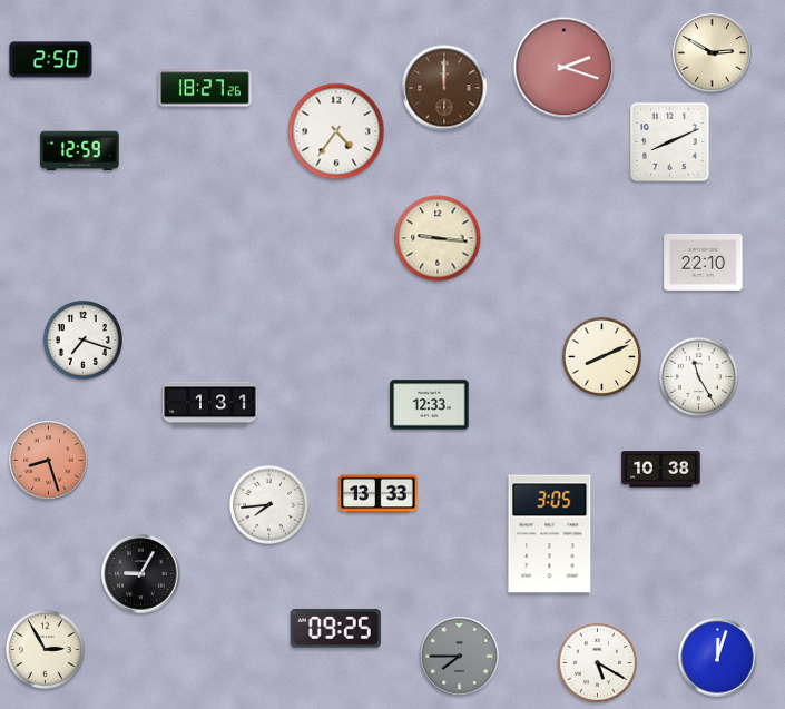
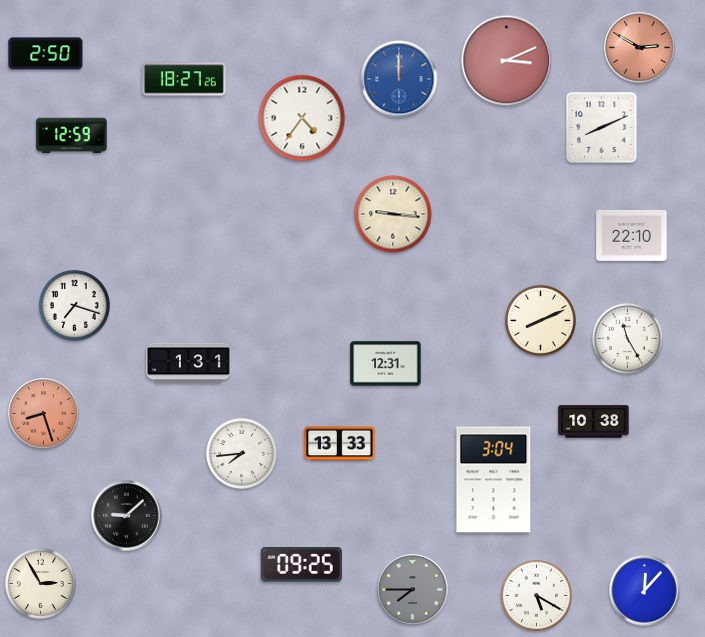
clock at (713, 53) dial: cream -> salmon
clock at (565, 68): 2:18 -> 3:11
clock at (444, 88) dial: brown -> blue
clock at (430, 405): 12:33 -> 12:31
clock at (550, 534): 3:05 -> 3:04
clock at (141, 574): 9:05 -> 9:08
clock at (718, 658): 12:03 -> 12:07
